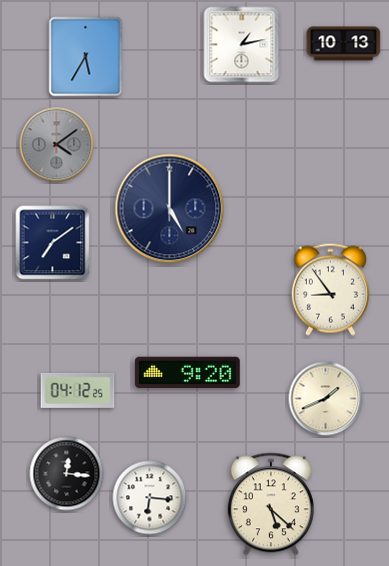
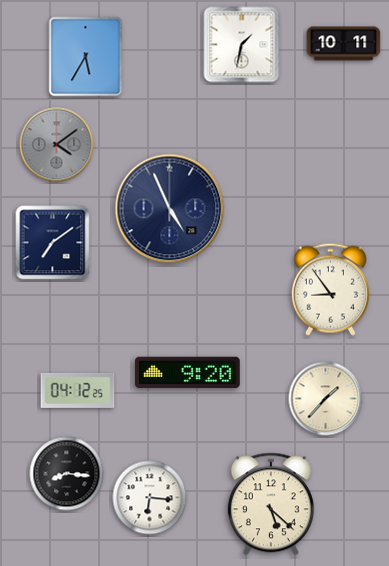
clock at (344, 44): 10:13 -> 10:11
clock at (242, 45): 1:13 -> 1:32
clock at (170, 209): 5:00 -> 4:56
clock at (326, 399): 1:41 -> 1:37
clock at (67, 474): 12:16 -> 8:16
